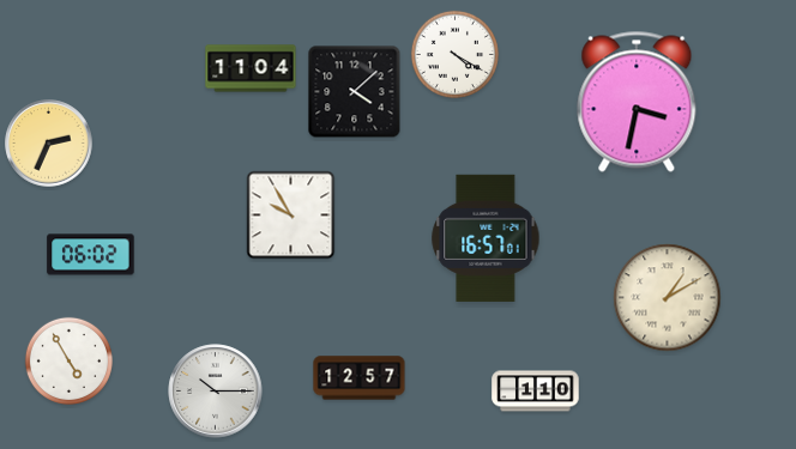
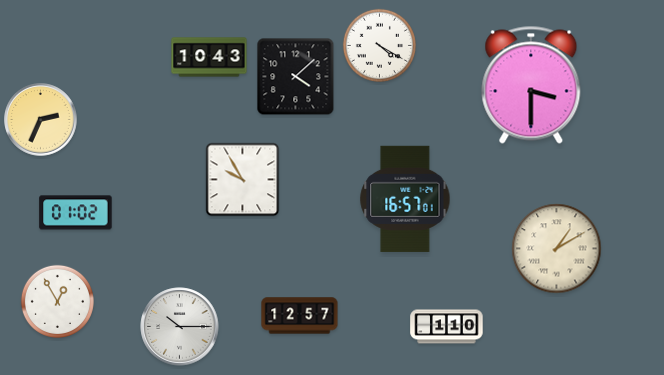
clock at (251, 68): 11:04 -> 10:43
clock at (637, 102): 3:32 -> 3:30
clock at (91, 255): 06:02 -> 01:02
clock at (68, 360): 4:55 -> 12:55
